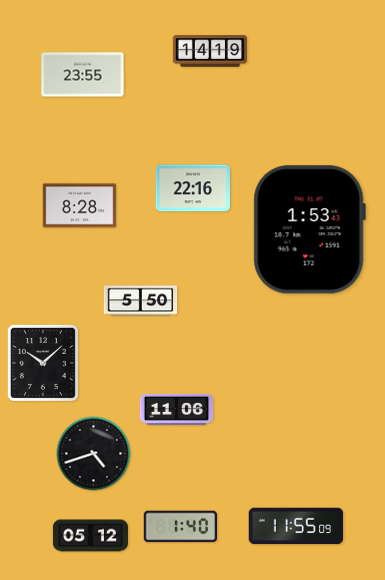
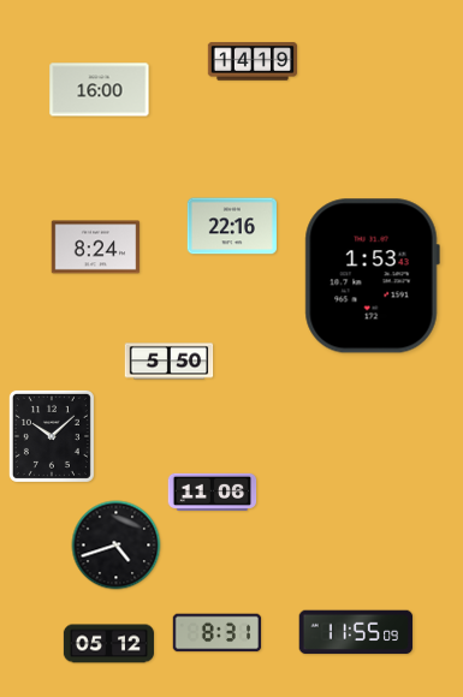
clock at (83, 75): 23:55 -> 16:00
clock at (80, 206): 8:28 -> 8:24
clock at (94, 454) position: (94, 454) -> (117, 546)
clock at (181, 527): 1:40 -> 8:31
